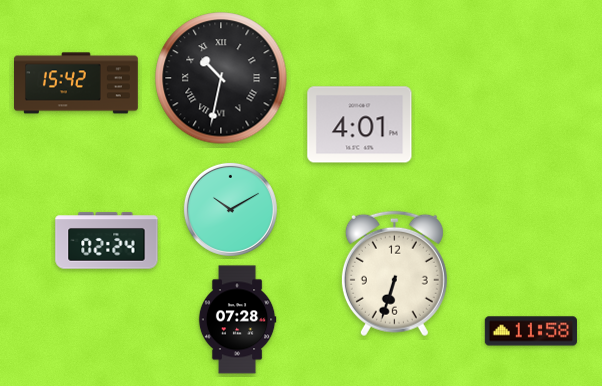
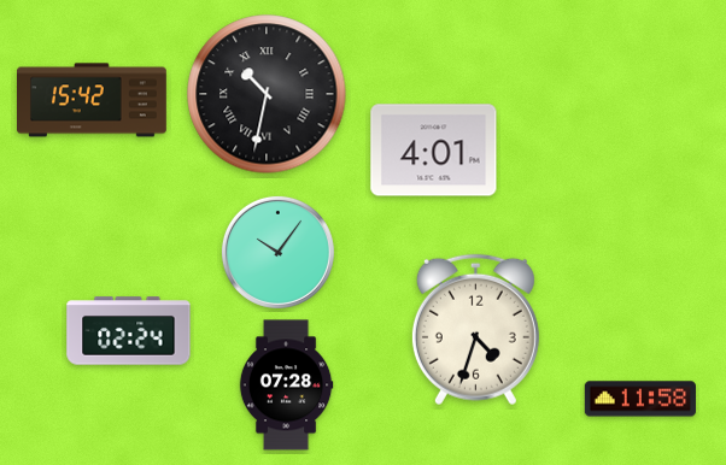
clock at (230, 209): 10:10 -> 10:06
clock at (107, 241) position: (107, 241) -> (129, 331)
clock at (394, 274): 6:33 -> 4:33
